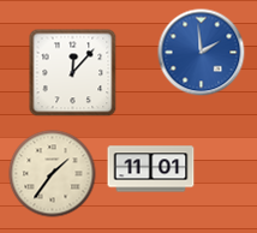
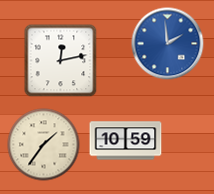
clock at (73, 73): 12:07 -> 12:13
clock at (151, 169): 11:01 -> 10:59
